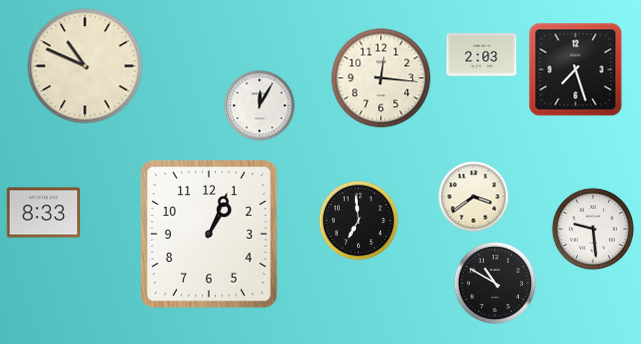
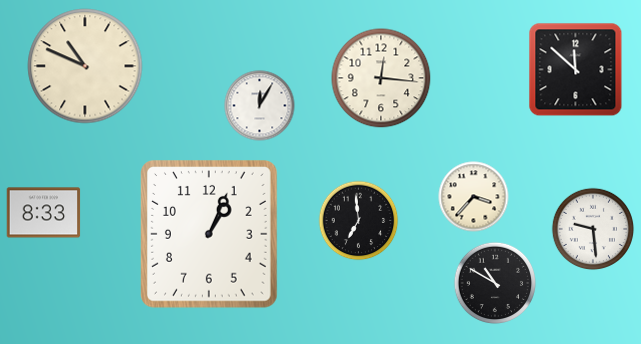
clock at (482, 55): 2:03 -> none
clock at (576, 70): 7:27 -> 11:52
clock at (474, 197): 3:39 -> 3:37
